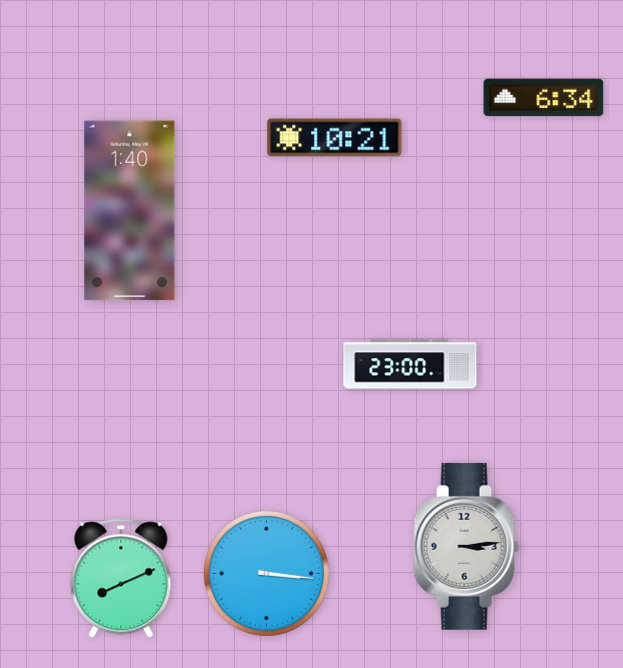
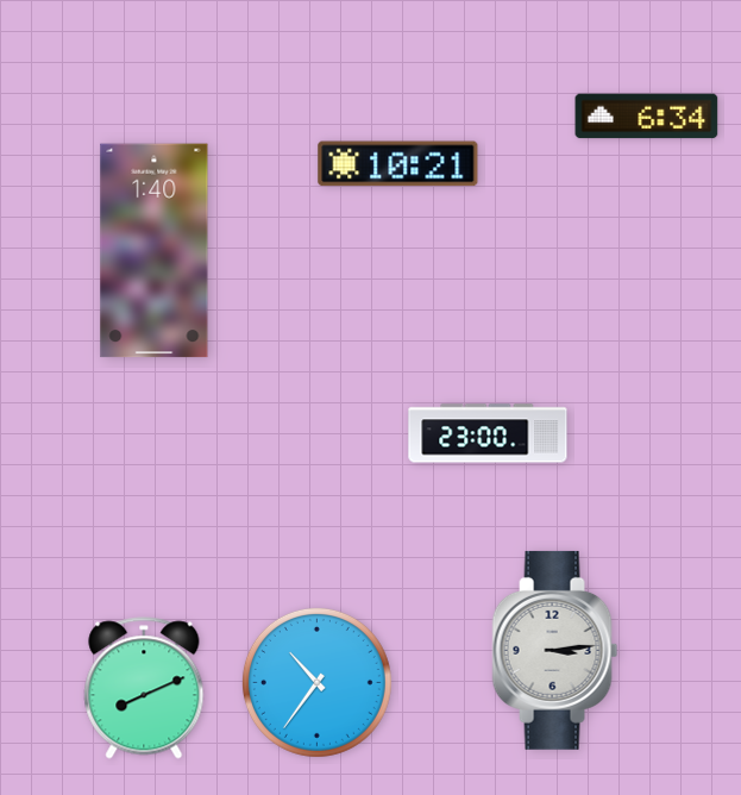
clock at (266, 573): 3:16 -> 10:36
